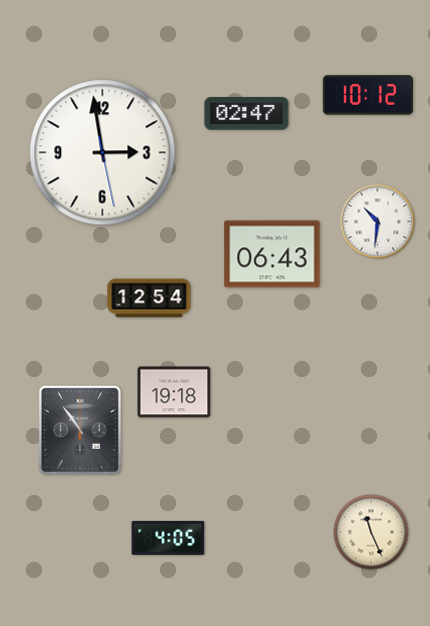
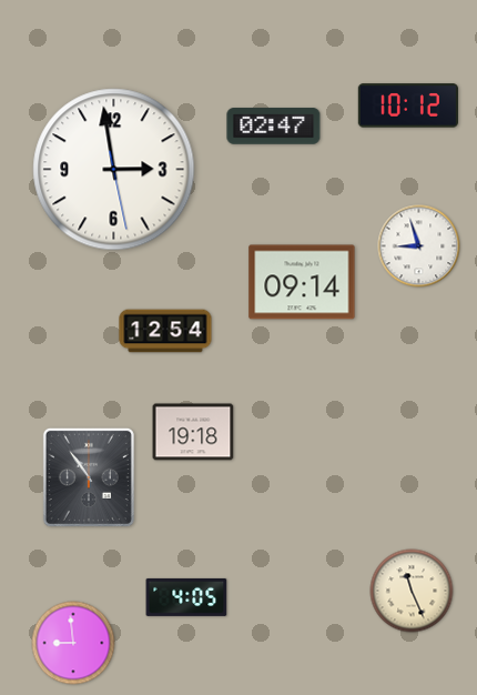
clock at (378, 222): 10:31 -> 8:57
clock at (272, 254): 06:43 -> 09:14
clock at (174, 392) position: (174, 392) -> (193, 432)
clock at (73, 643): none -> 8:59
